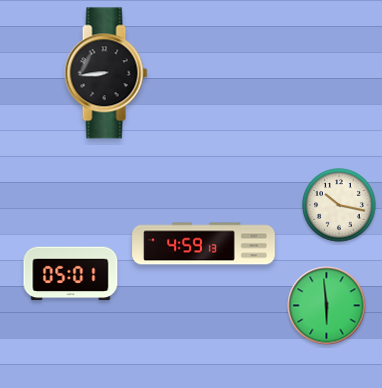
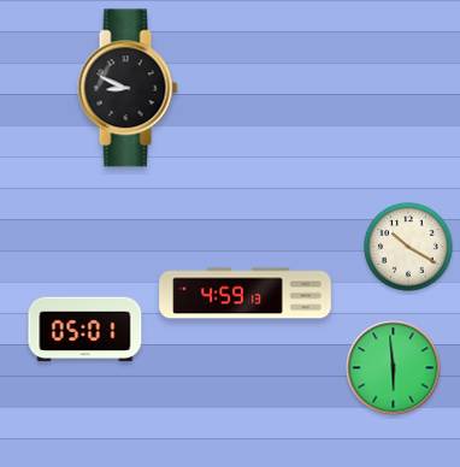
clock at (106, 73): 8:44 -> 8:49
clock at (339, 205): 10:17 -> 10:20
